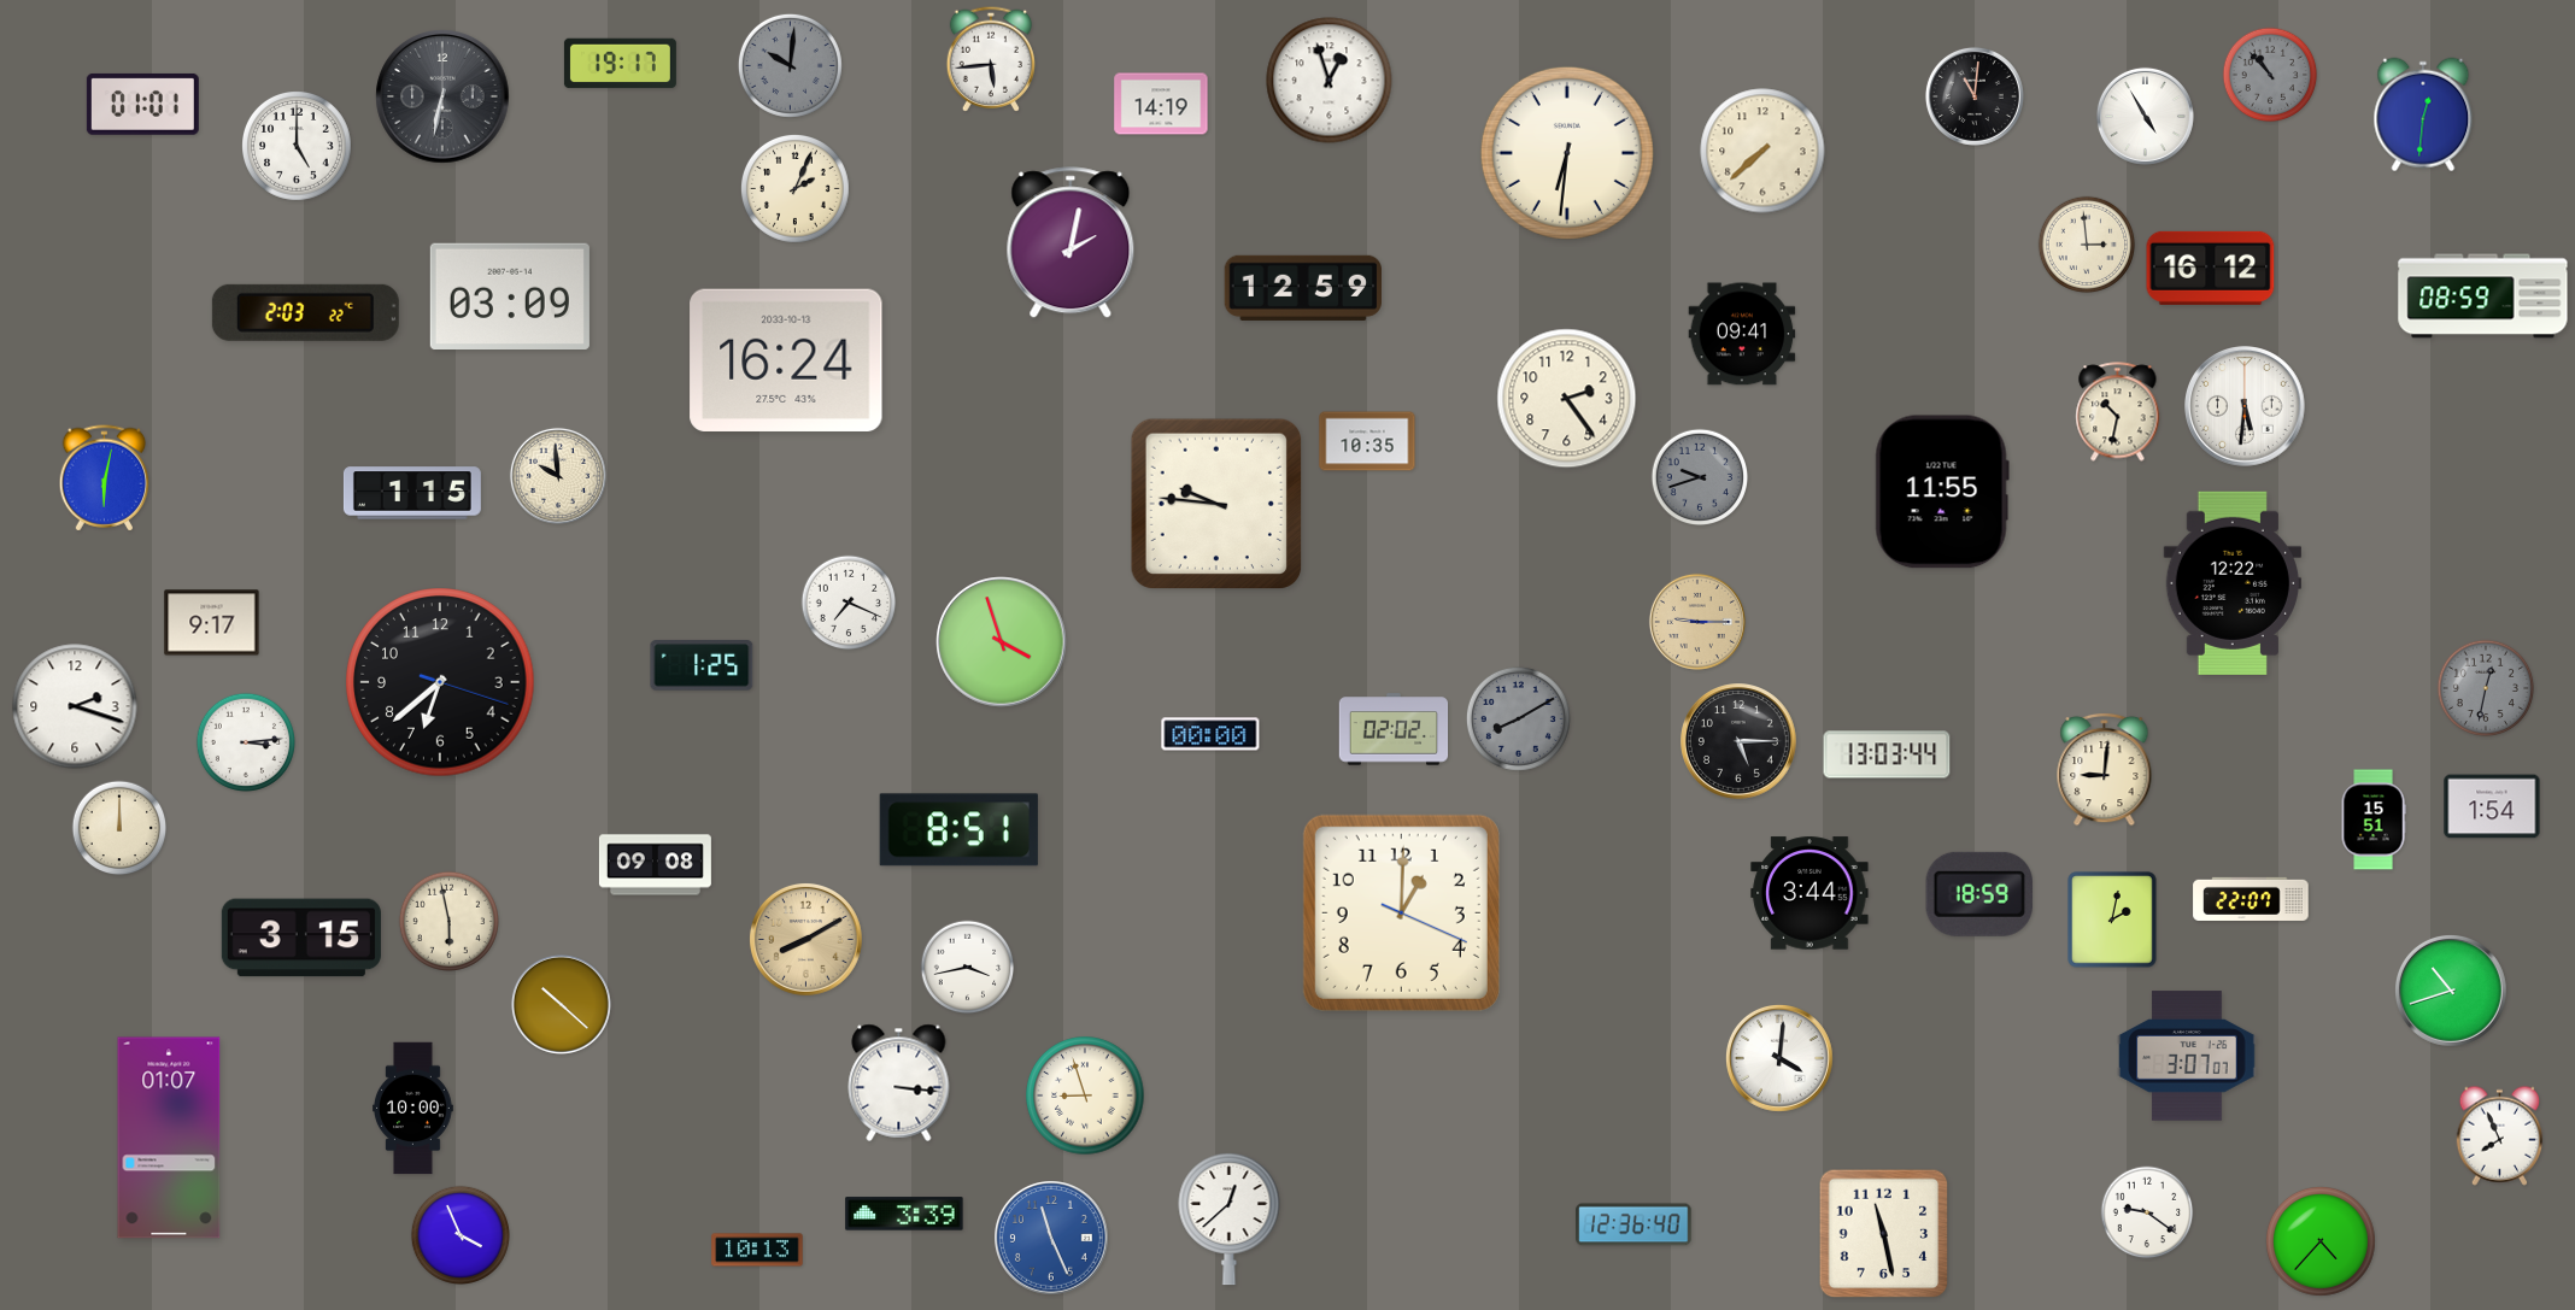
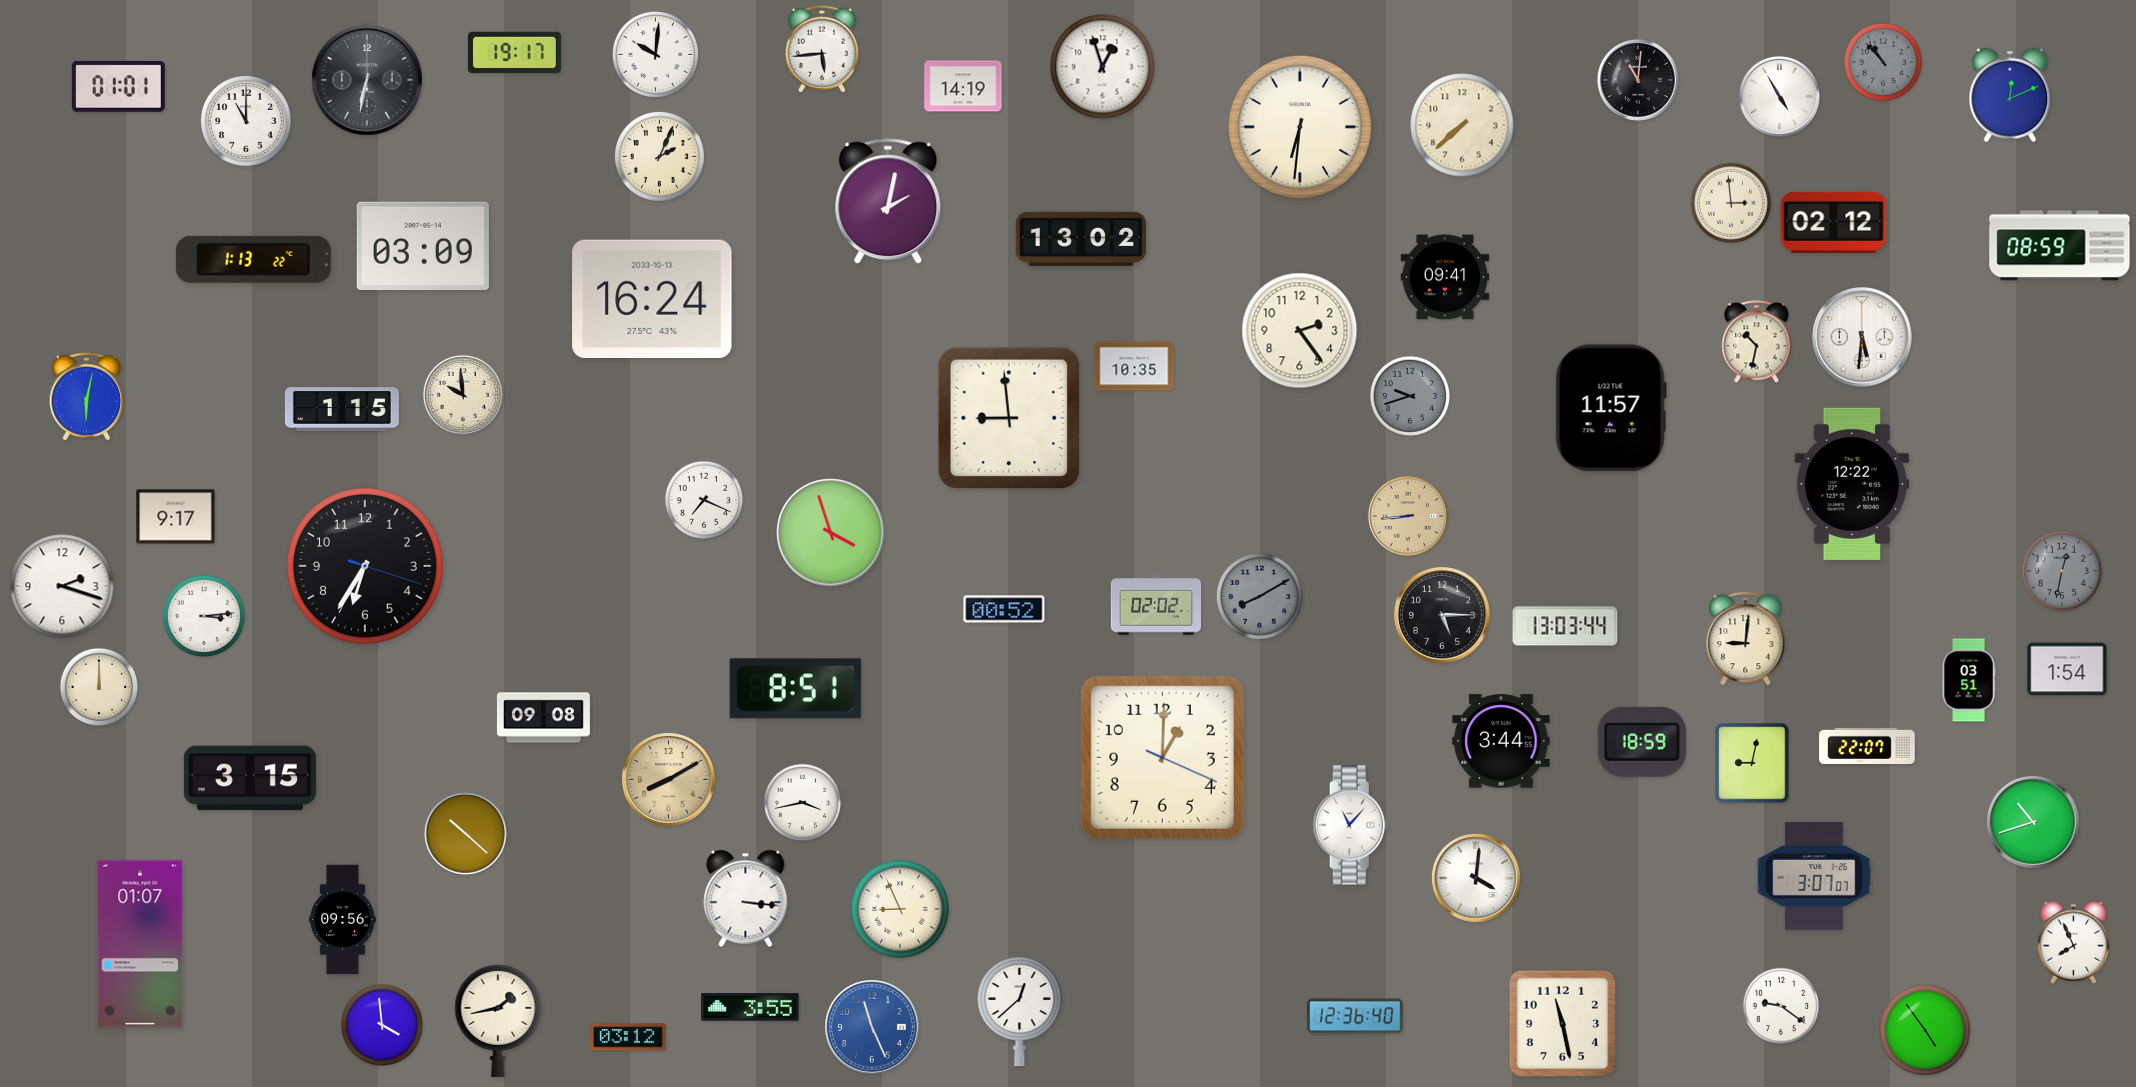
clock at (790, 65) dial: grey -> white
clock at (2423, 114): 12:31 -> 12:11
clock at (298, 147): 5:00 -> 11:00
clock at (2211, 268): 16:12 -> 02:12
clock at (1303, 288): 12:59 -> 13:02
clock at (305, 312): 2:03 -> 1:13
clock at (1942, 492): 11:55 -> 11:57
clock at (1215, 503): 9:46 -> 8:59
clock at (1697, 622): 9:15 -> 8:44
clock at (702, 665): 1:25 -> none
clock at (440, 682): 6:38 -> 6:35
clock at (1210, 734): 00:00 -> 00:52
clock at (2374, 820): 15:51 -> 03:51
clock at (2112, 920): 2:02 -> 9:02
clock at (448, 921): 5:58 -> none
clock at (1351, 825): none -> 11:07
clock at (1085, 1095): 8:57 -> 8:56
clock at (413, 1109): 10:00 -> 09:56
clock at (904, 1214): 3:39 -> 3:55
clock at (498, 1020): none -> 1:43
clock at (459, 1234): 3:56 -> 3:59
clock at (2322, 1243): 4:37 -> 4:54
clock at (757, 1250): 10:13 -> 03:12
